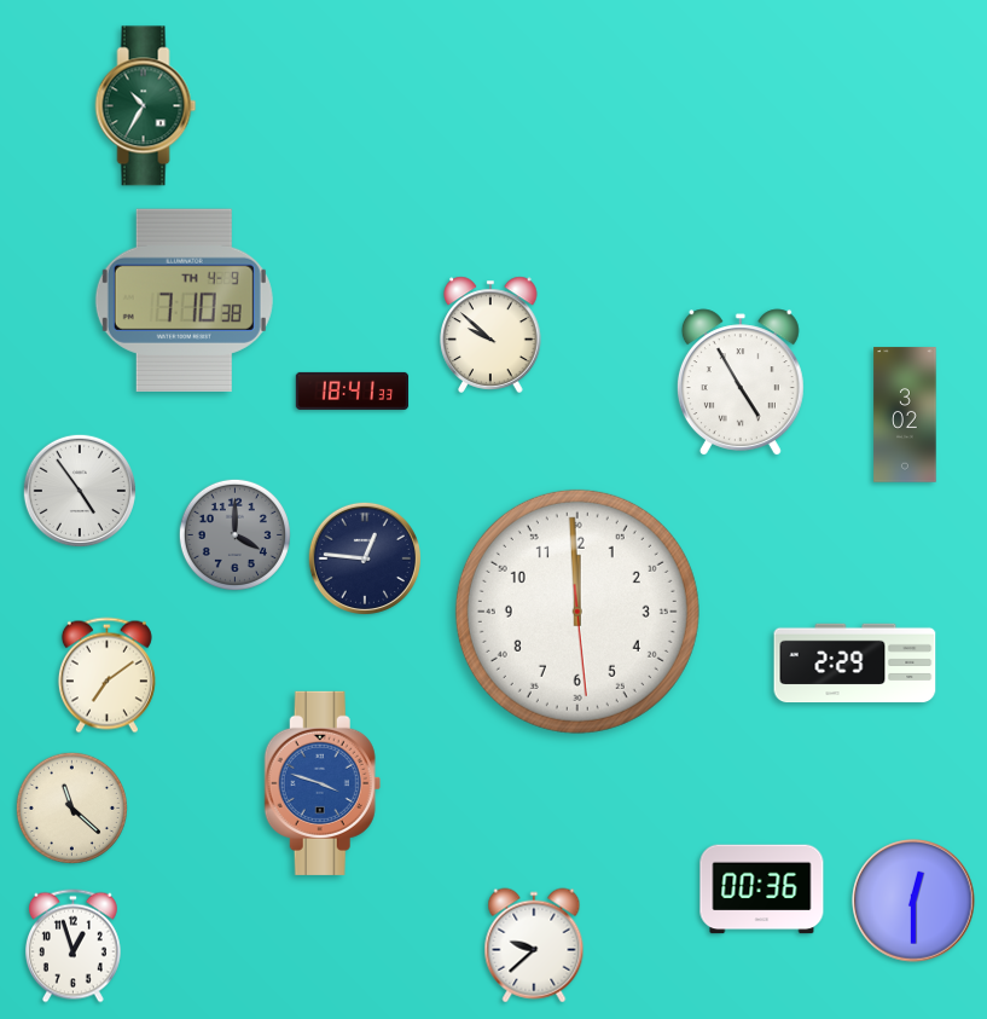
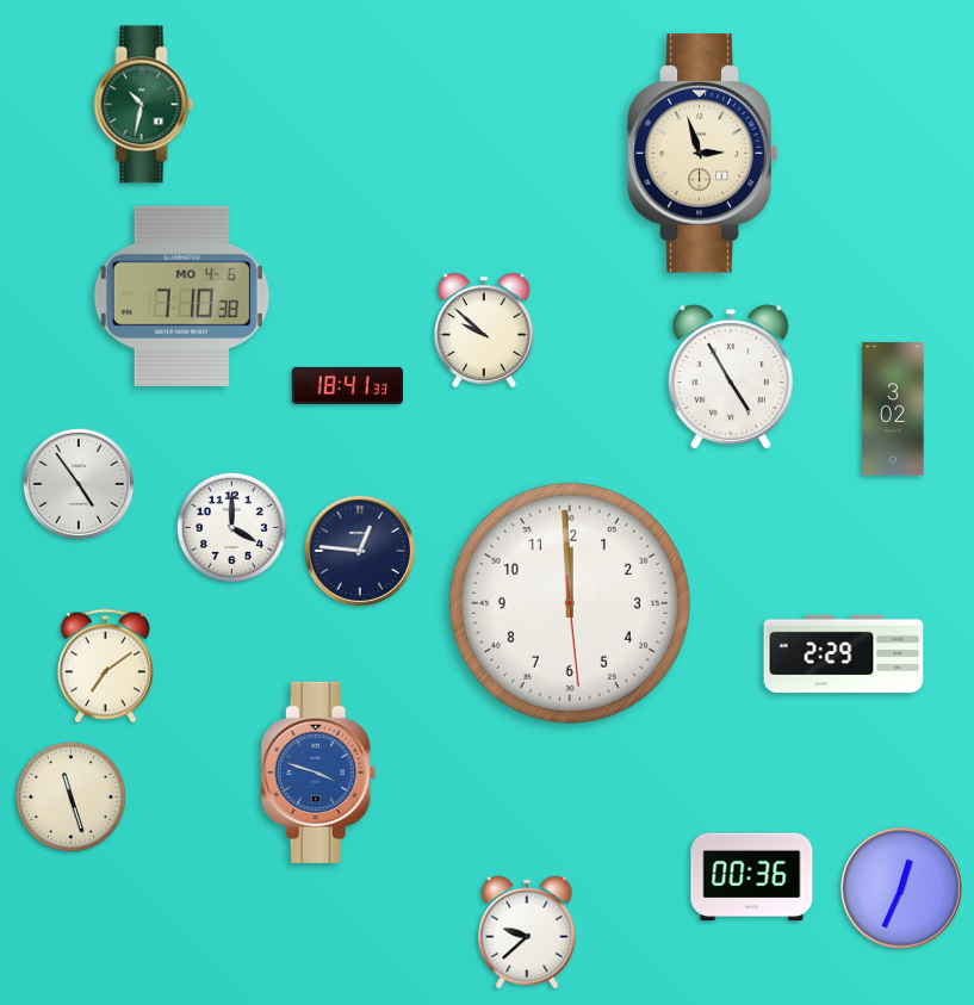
clock at (146, 106): 10:35 -> 10:32
clock at (703, 154): none -> 2:57
clock at (184, 300) date: TH 4-9 -> MO 4-6
clock at (234, 534) dial: grey -> white
clock at (71, 807): 11:22 -> 11:27
clock at (913, 901): 12:30 -> 12:34
clock at (72, 946): 12:57 -> none
